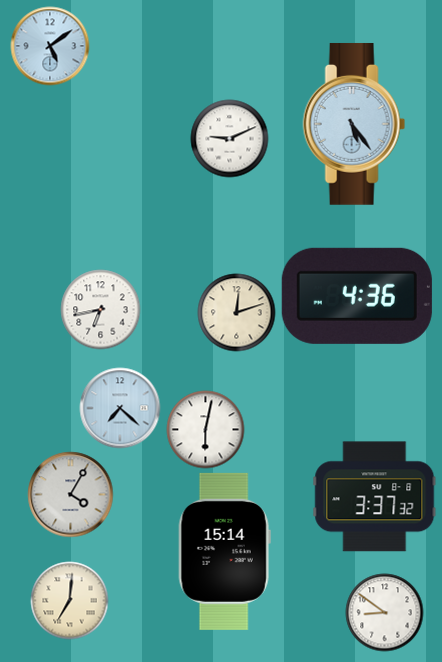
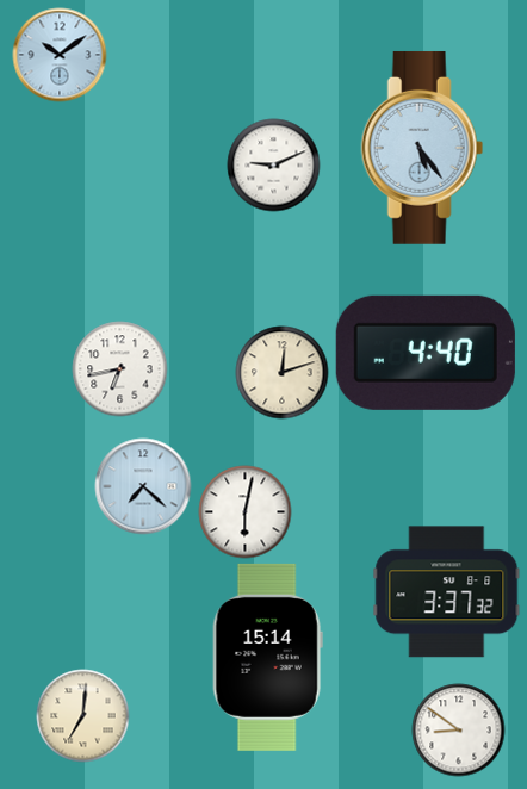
clock at (50, 46): 5:09 -> 10:09
clock at (357, 296): 4:36 -> 4:40
clock at (70, 494): 4:05 -> none
